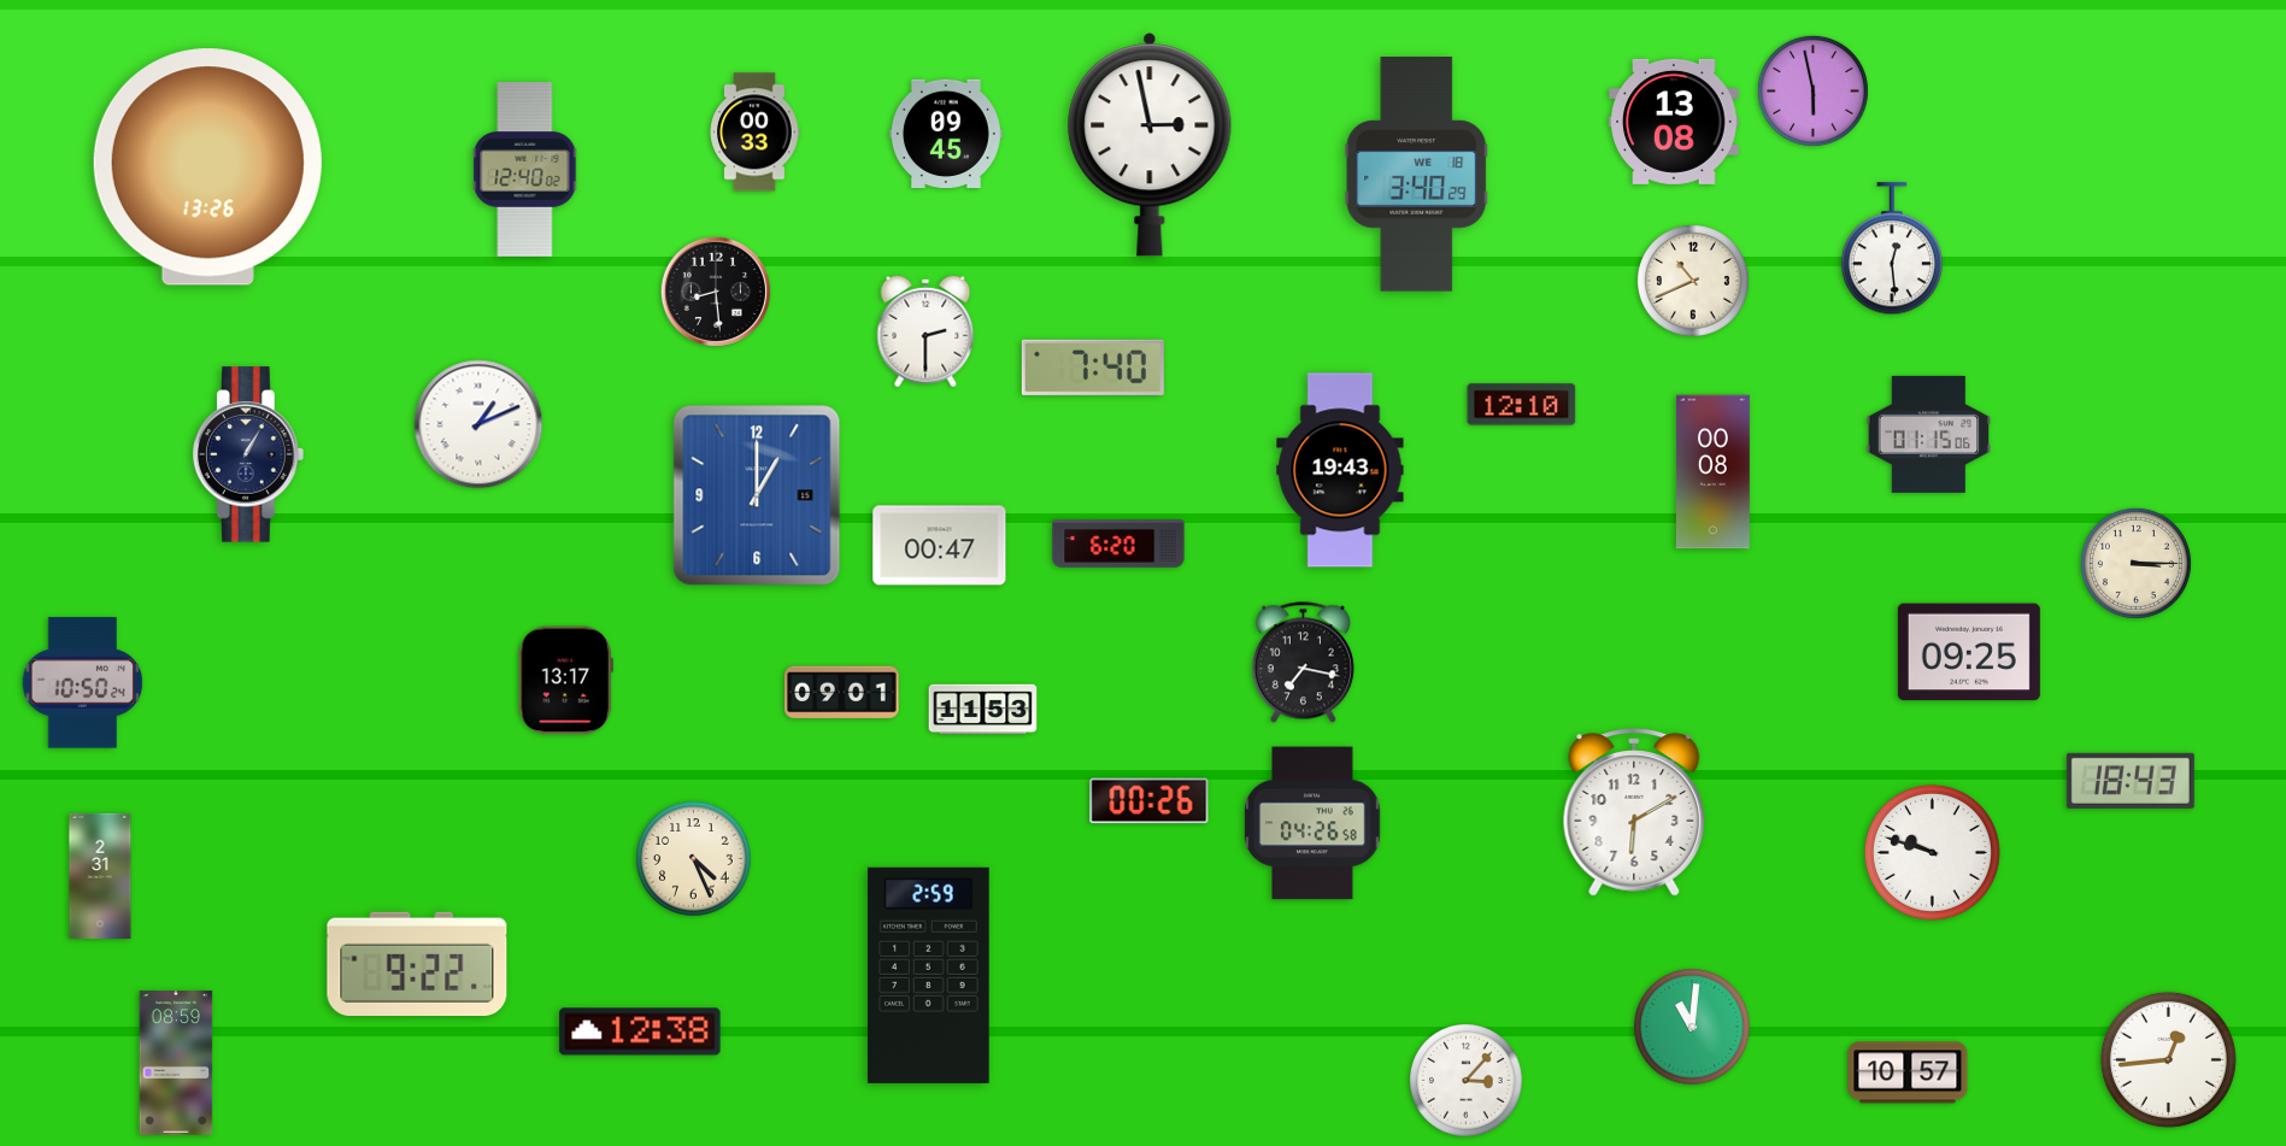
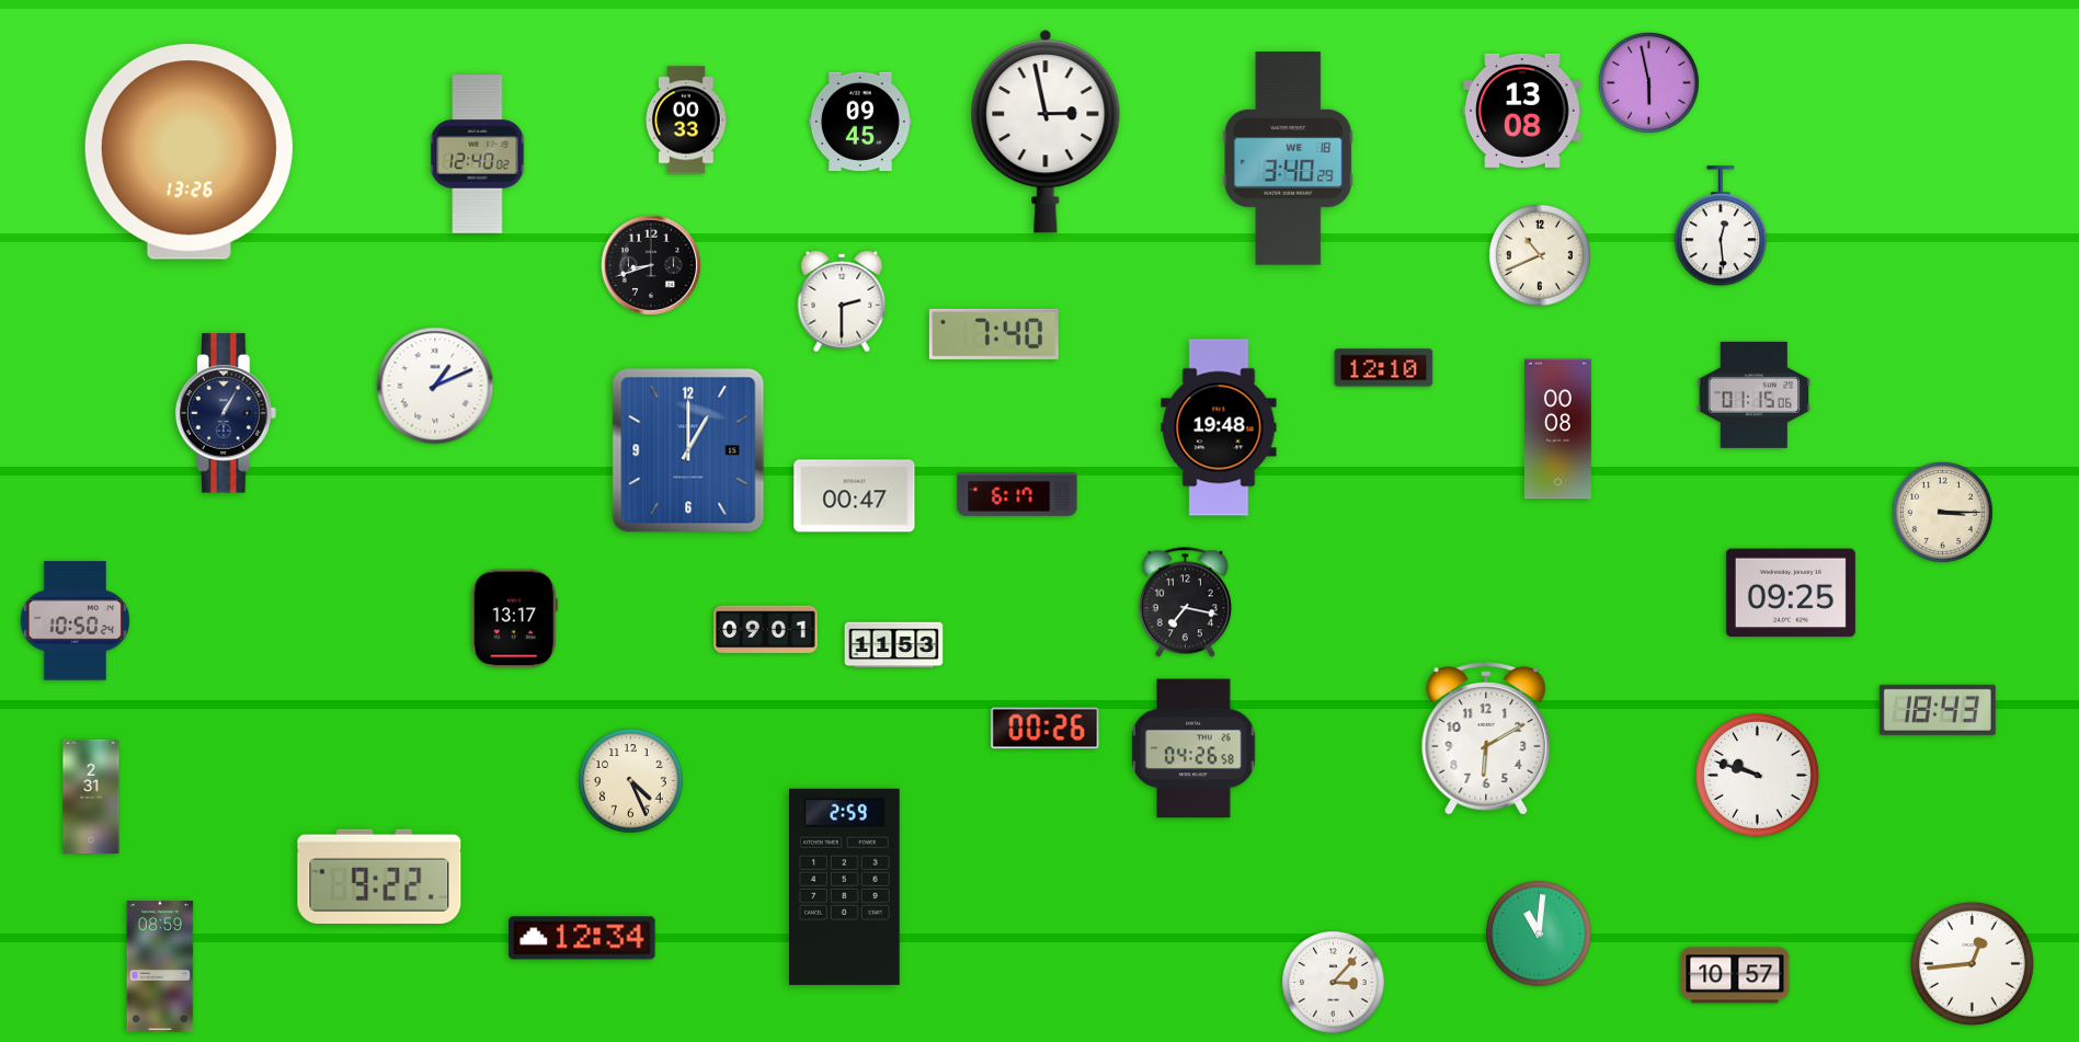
clock at (716, 292): 8:29 -> 8:42
clock at (1340, 470): 19:43 -> 19:48
clock at (1118, 543): 6:20 -> 6:17
clock at (640, 1032): 12:38 -> 12:34
